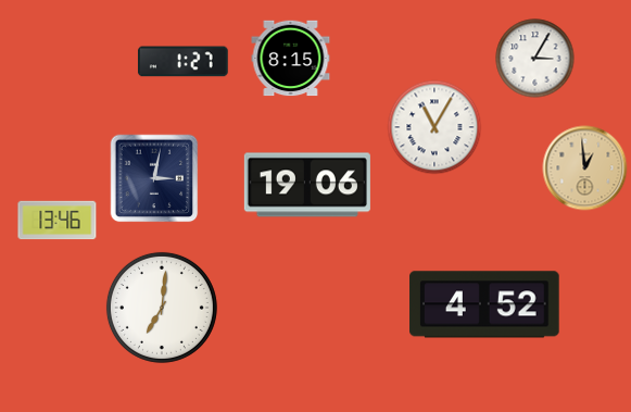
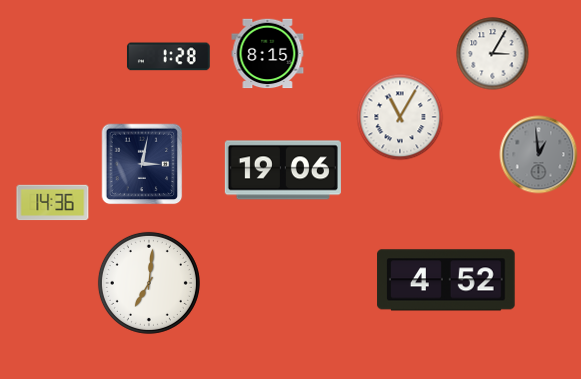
clock at (182, 62): 1:27 -> 1:28
clock at (585, 168) dial: champagne -> grey
clock at (58, 221): 13:46 -> 14:36
